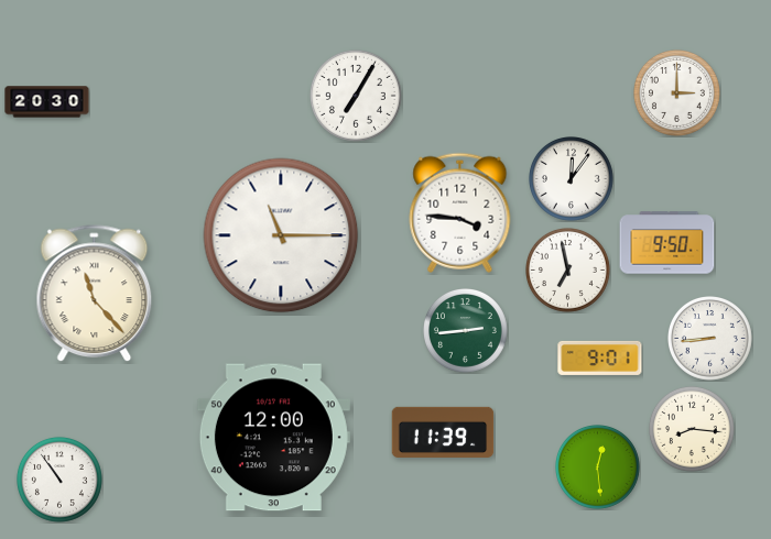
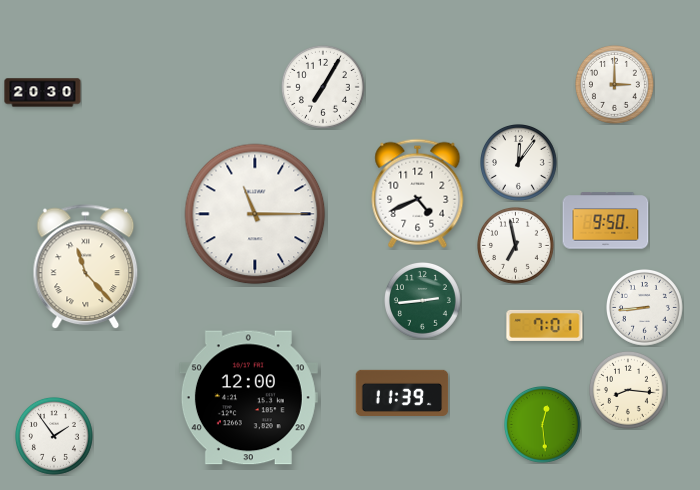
clock at (460, 212): 3:46 -> 4:41
clock at (600, 358): 9:01 -> 7:01
clock at (59, 480): 10:54 -> 1:54
